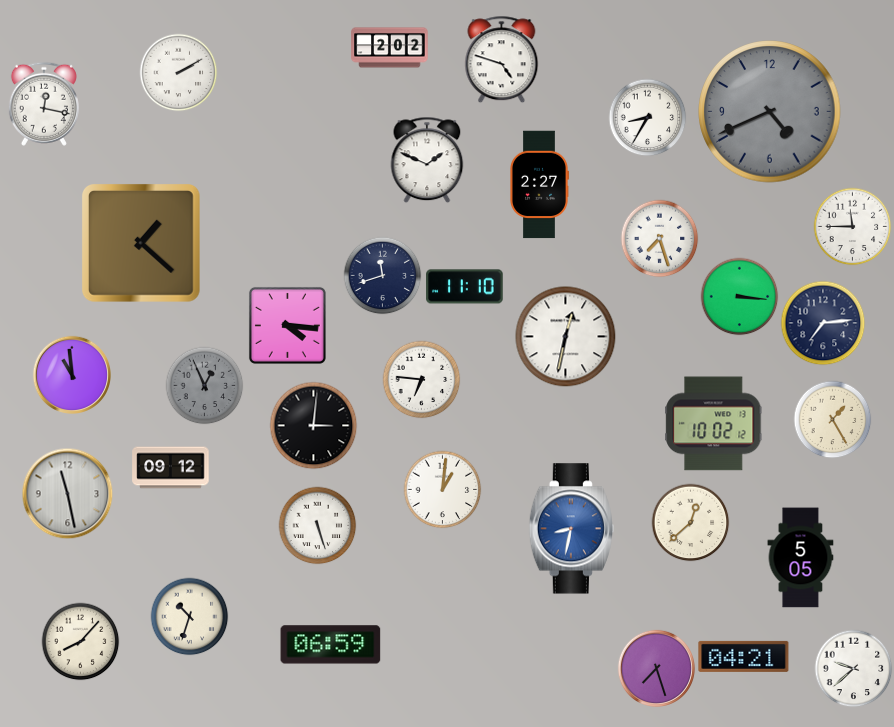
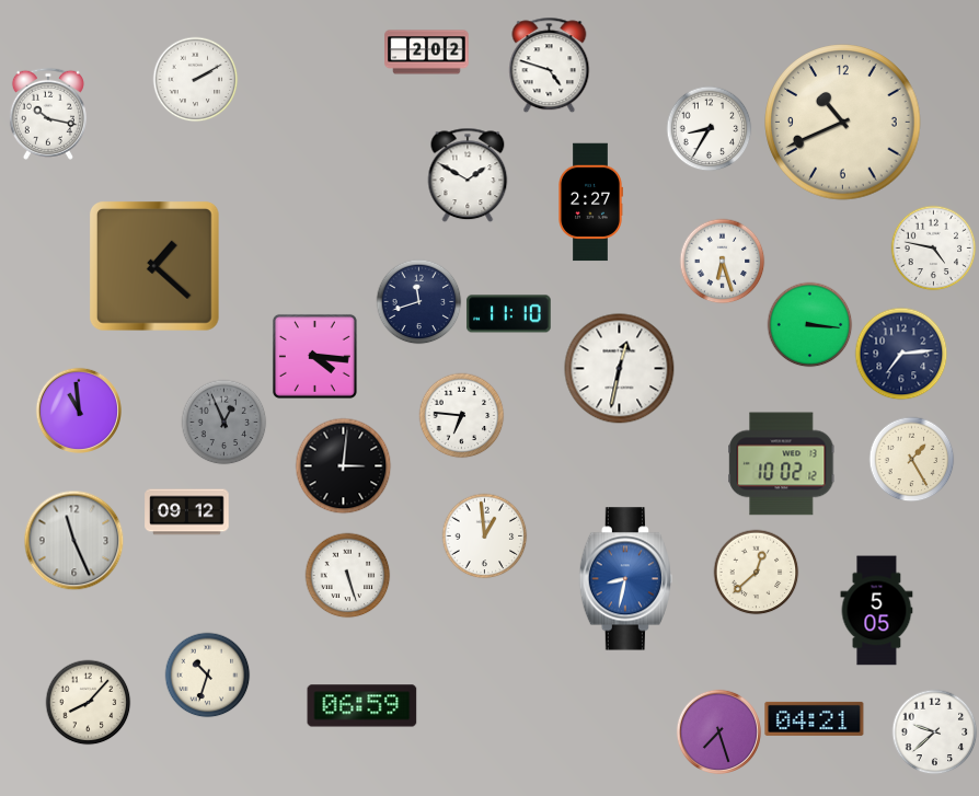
clock at (44, 104): 12:17 -> 10:17
clock at (770, 112): 4:41 -> 10:41
clock at (770, 112) dial: grey -> cream
clock at (427, 160): 1:49 -> 1:50
clock at (852, 226): 11:45 -> 4:47
clock at (659, 238): 7:27 -> 6:27
clock at (442, 489): 1:01 -> 12:59
clock at (67, 493): 11:28 -> 11:26
